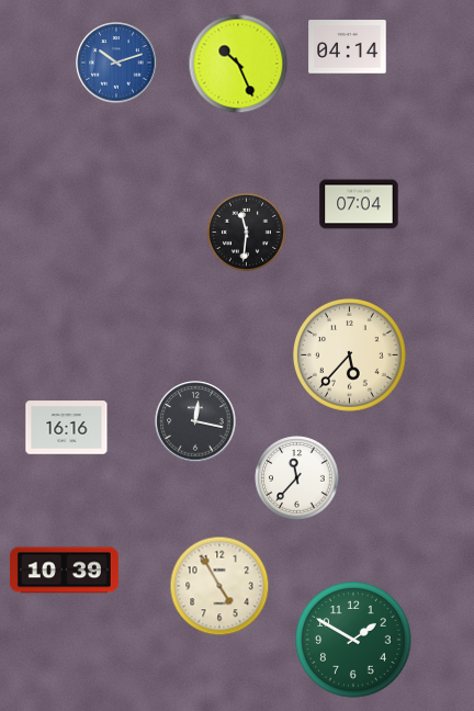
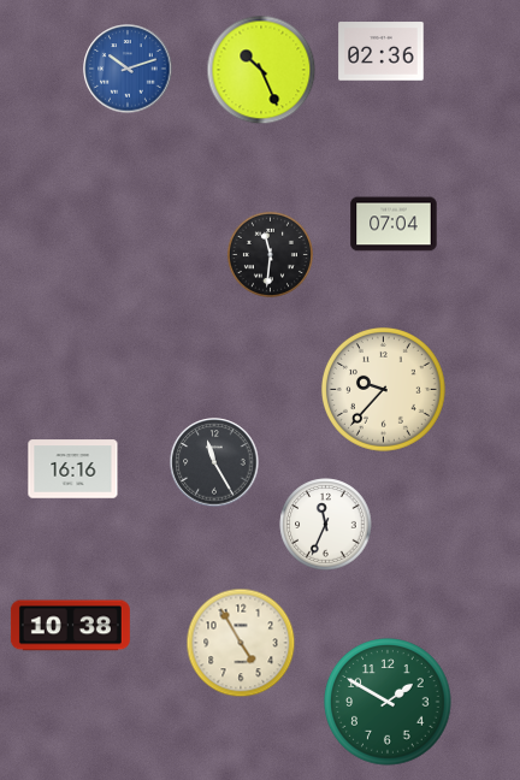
clock at (348, 47): 04:14 -> 02:36
clock at (349, 354): 5:37 -> 9:37
clock at (195, 421): 12:17 -> 11:25
clock at (297, 478): 11:37 -> 11:34
clock at (64, 571): 10:39 -> 10:38
